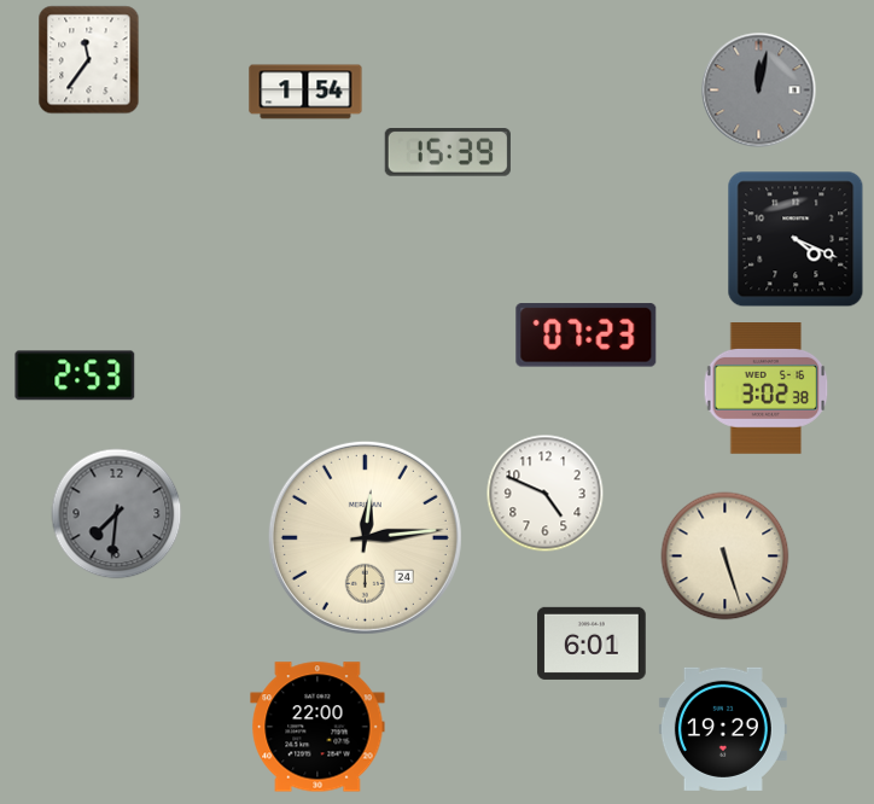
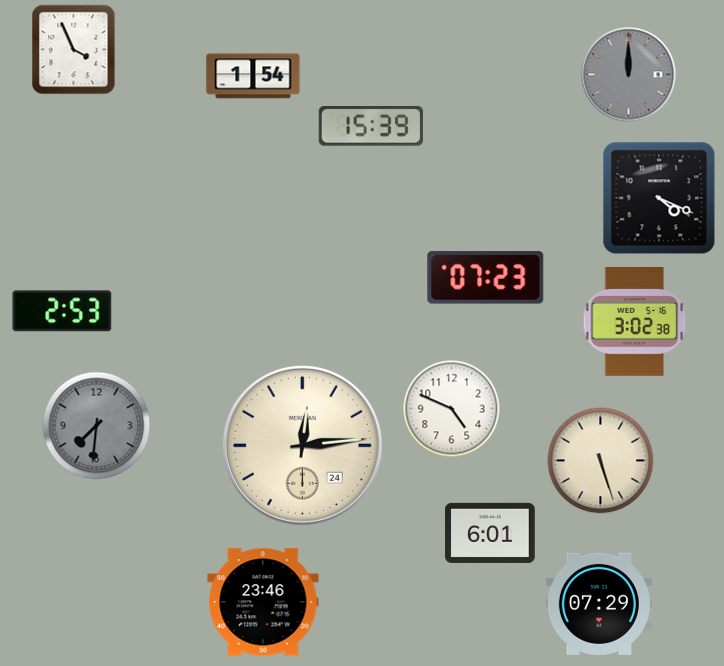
clock at (89, 60): 11:36 -> 3:56
clock at (759, 91): 12:02 -> 12:00
clock at (317, 727): 22:00 -> 23:46
clock at (723, 729): 19:29 -> 07:29
